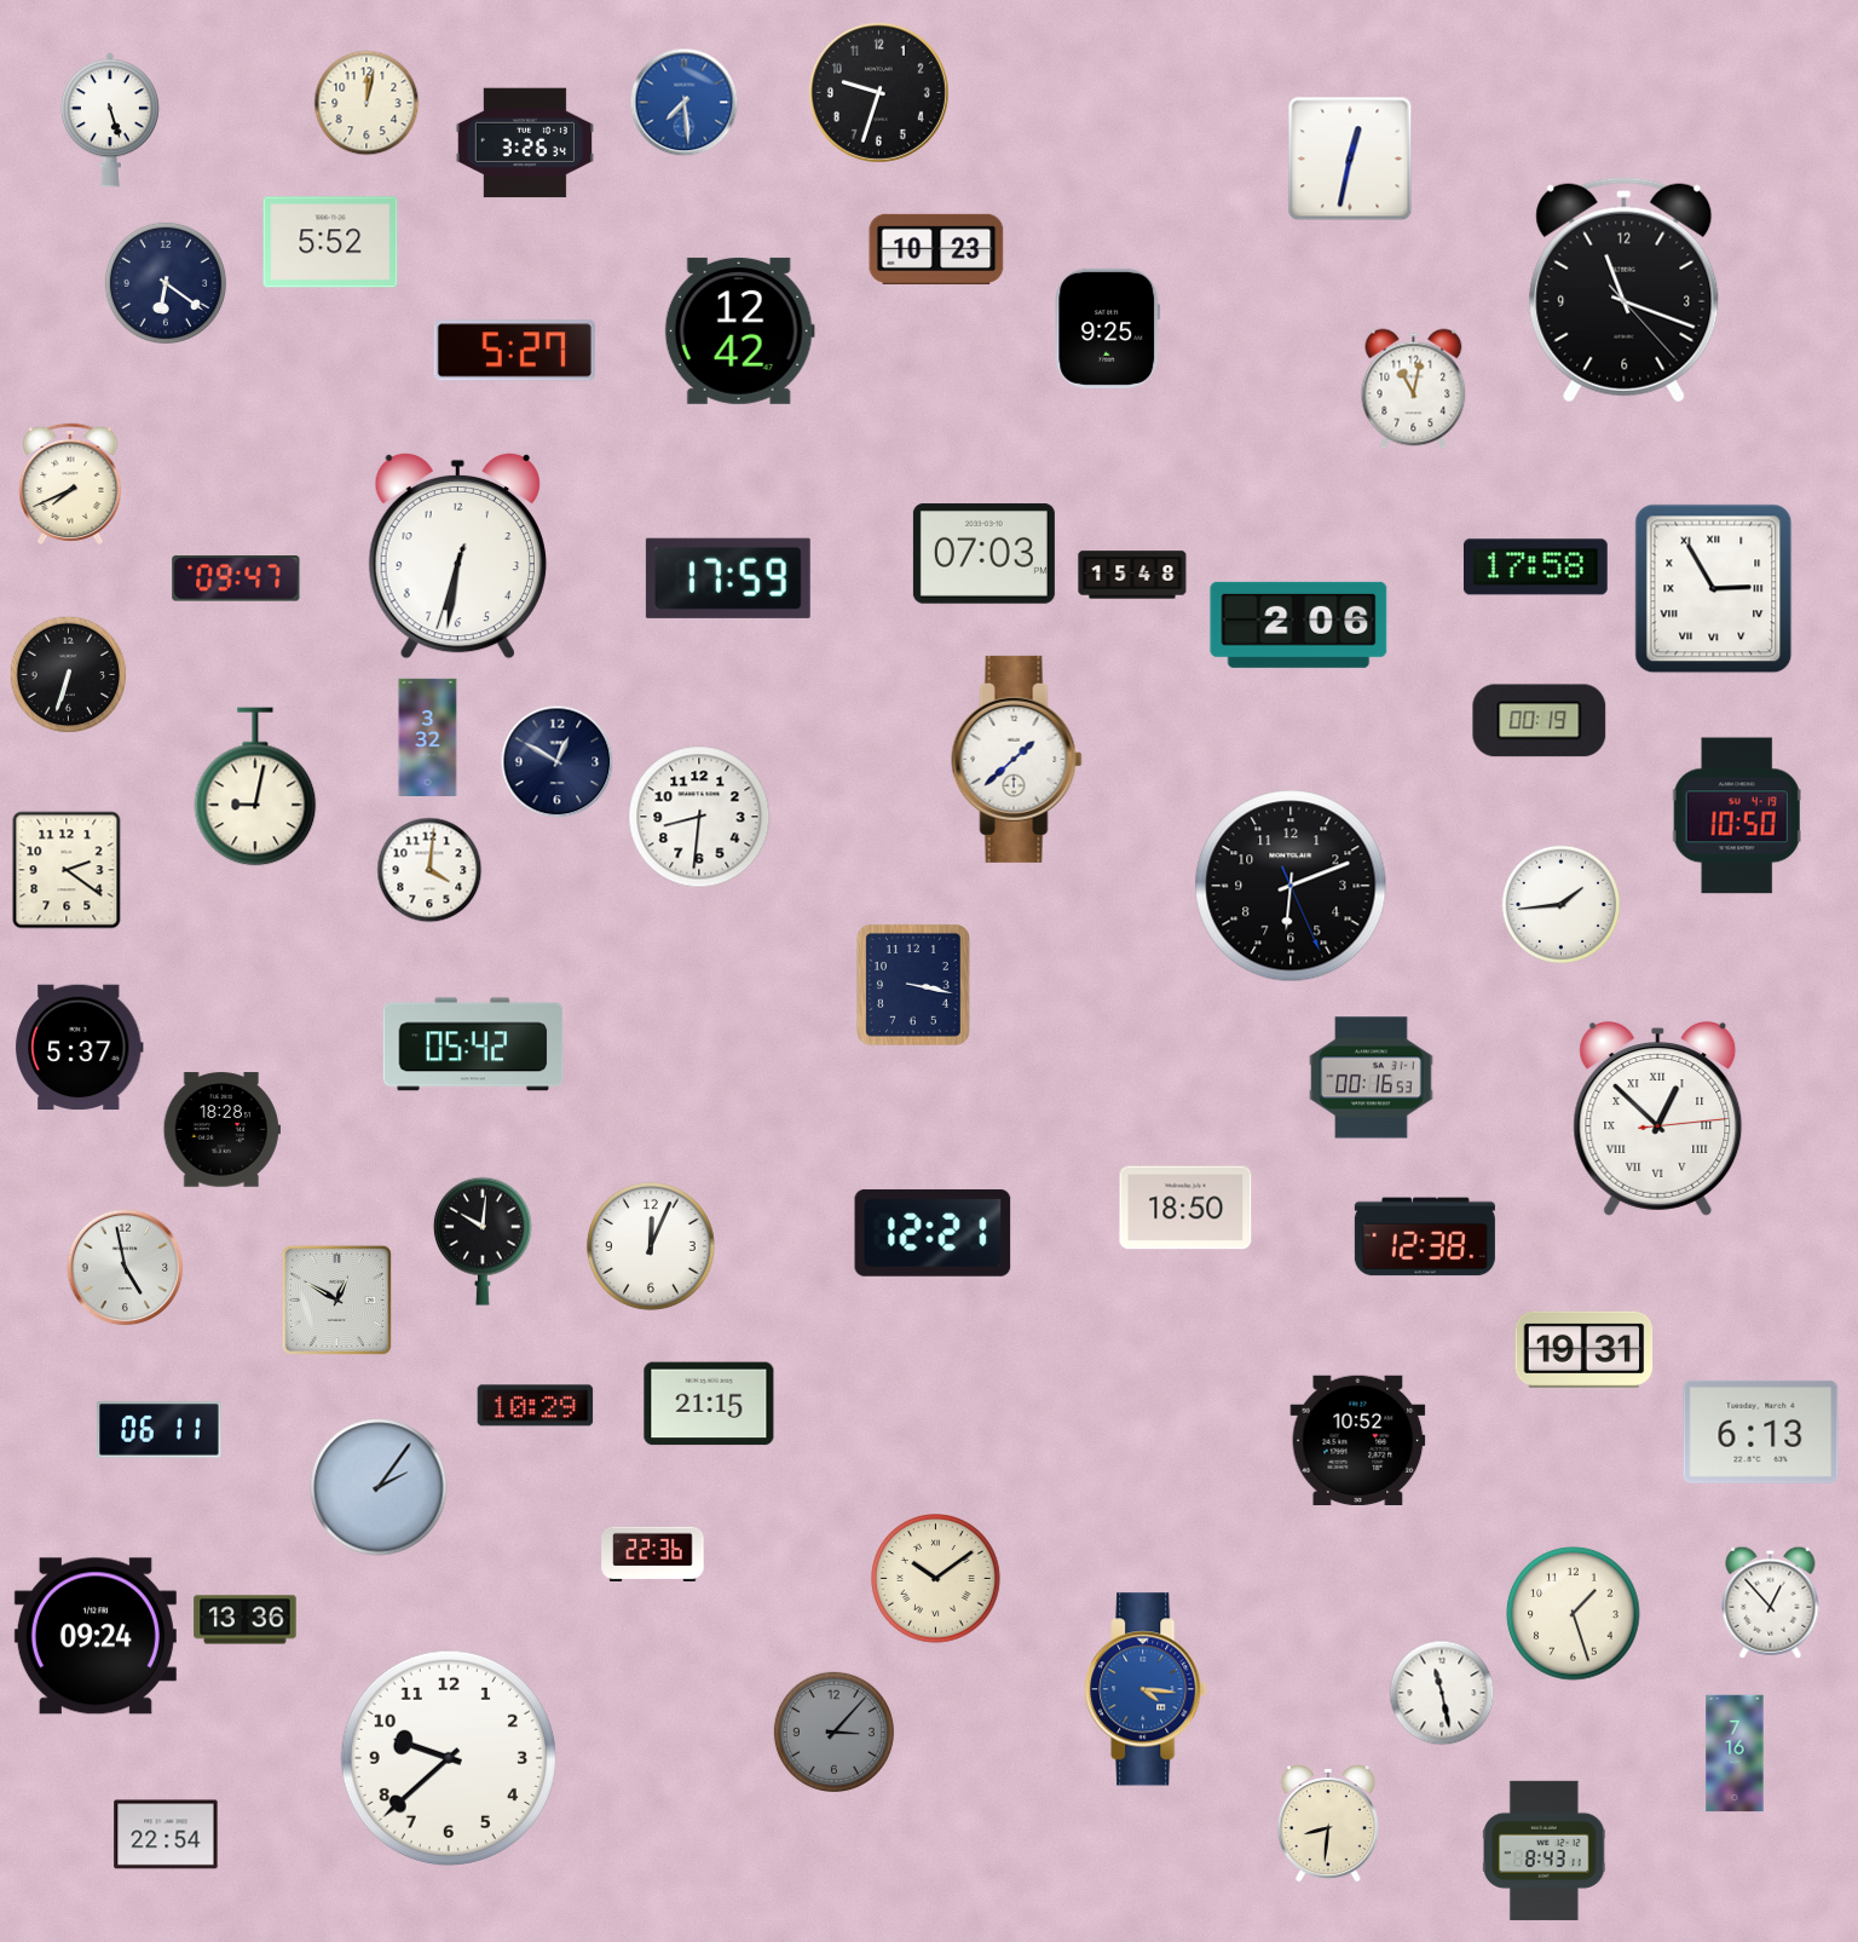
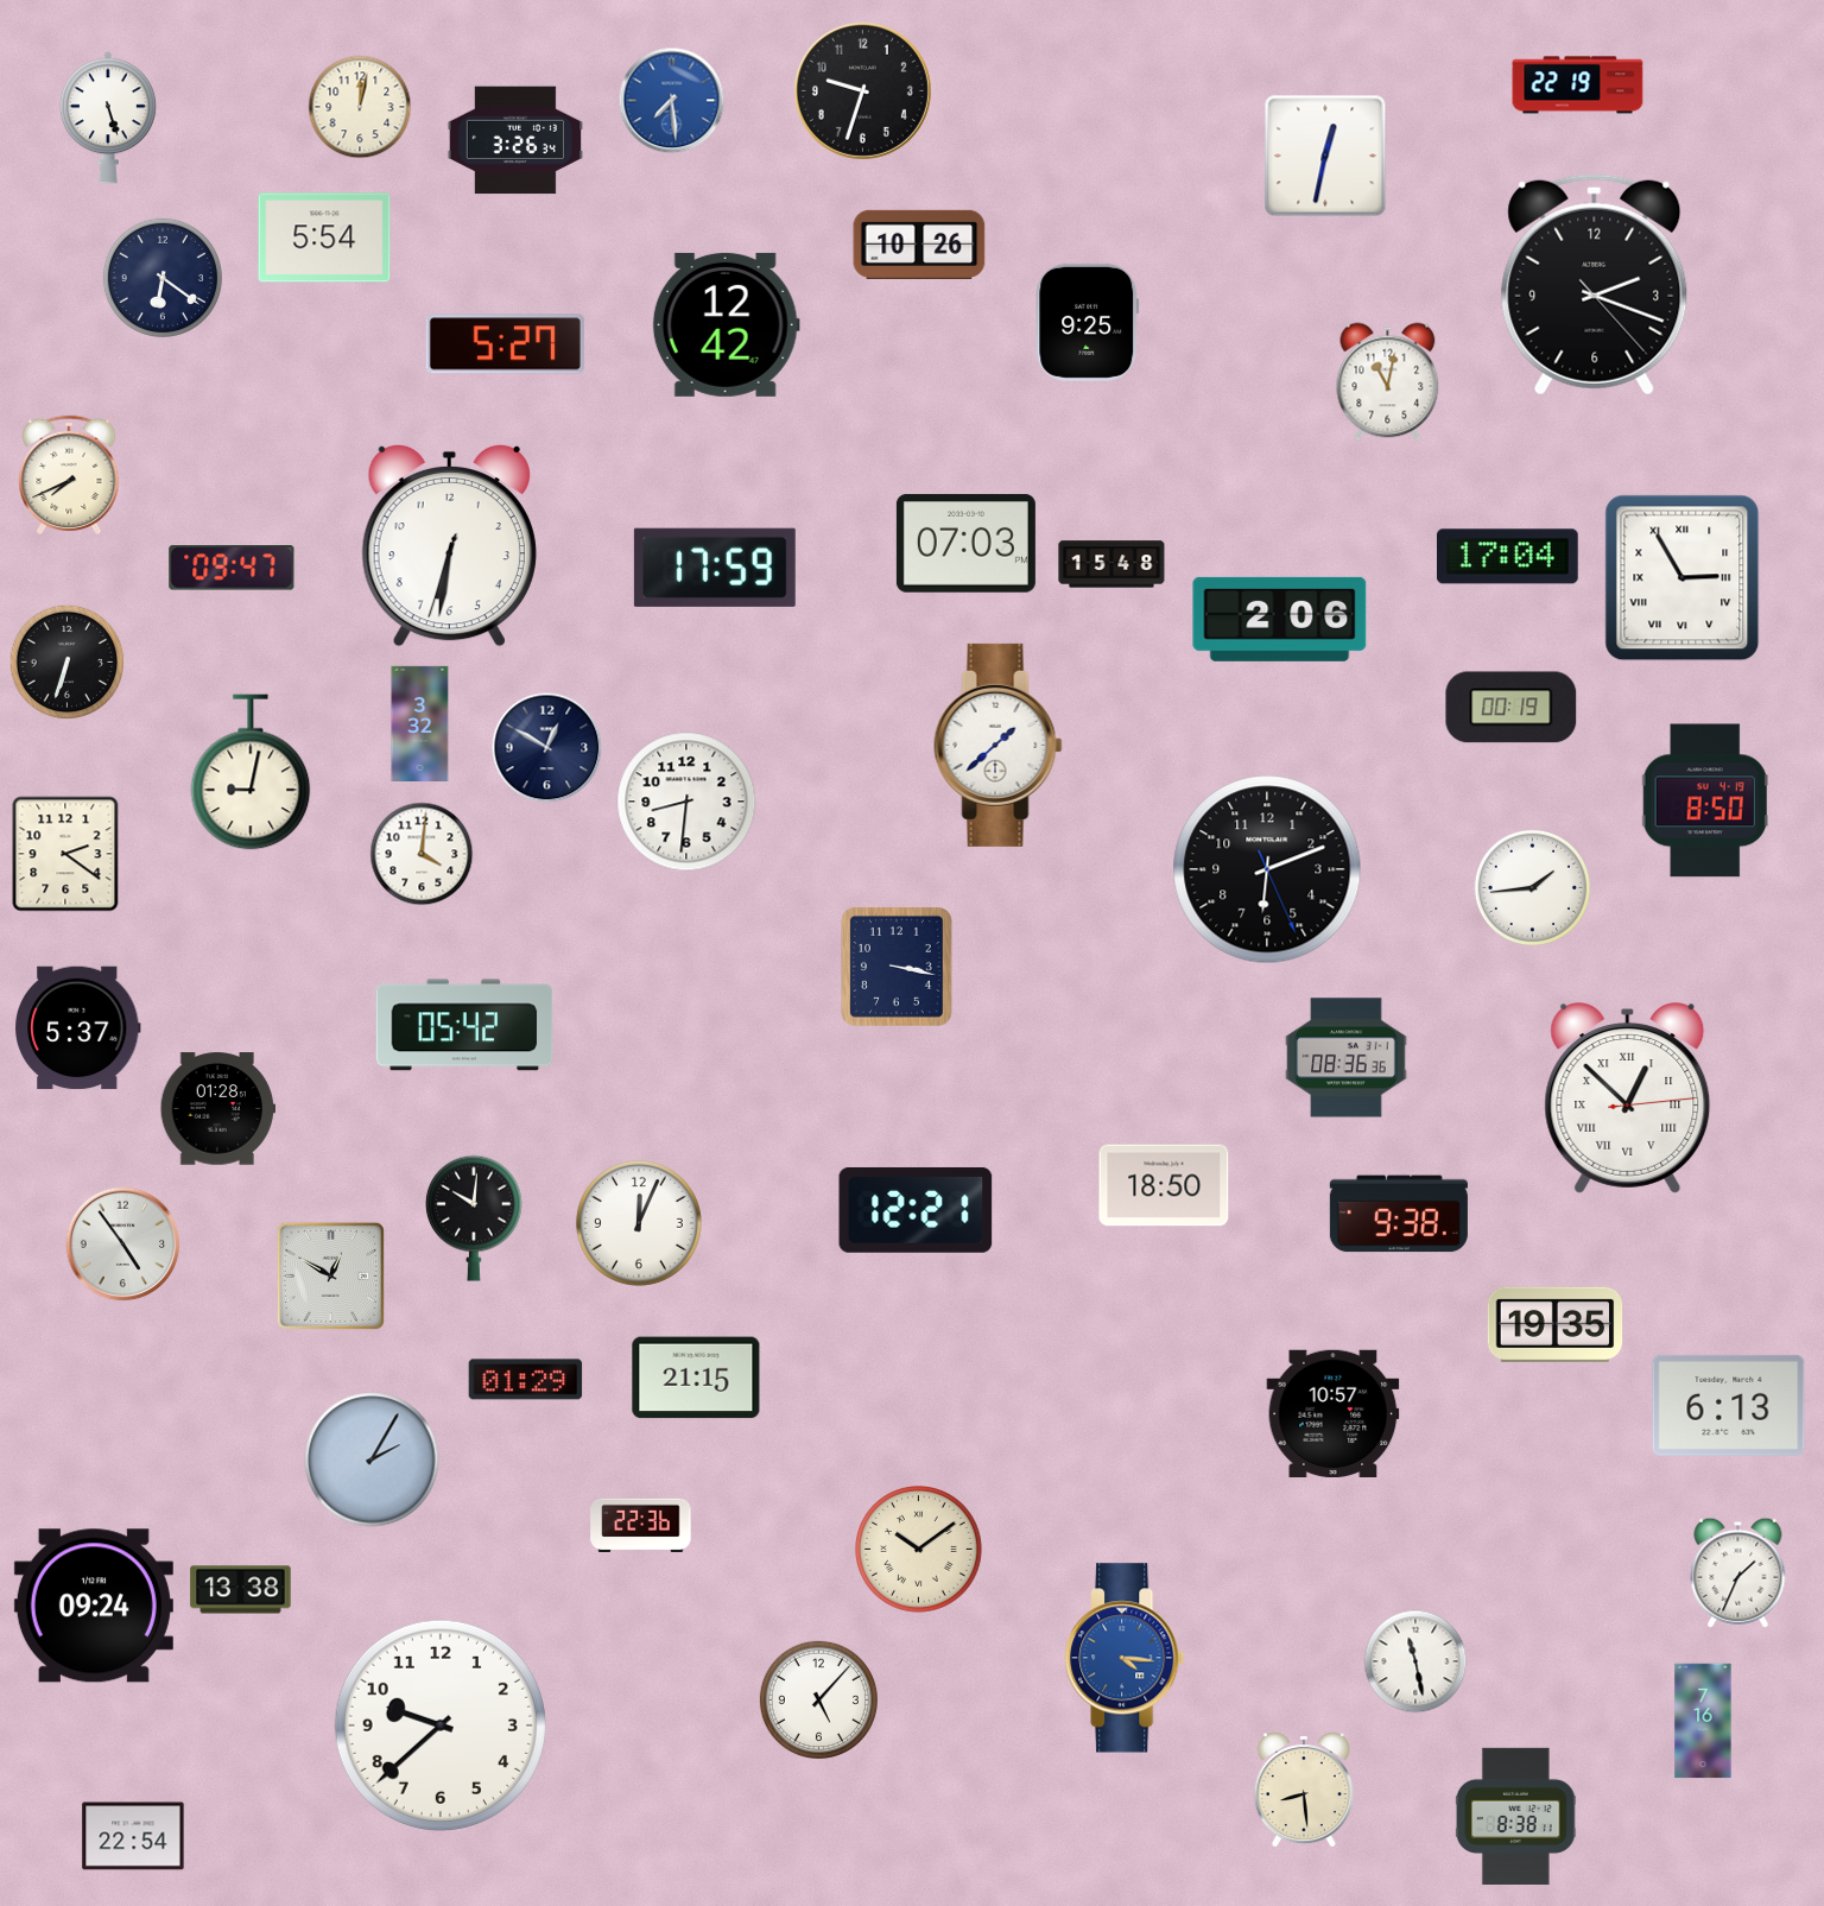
clock at (1578, 86): none -> 22:19
clock at (367, 103) position: (367, 103) -> (360, 107)
clock at (330, 242): 5:52 -> 5:54
clock at (936, 249): 10:23 -> 10:26
clock at (1625, 289): 11:18 -> 2:18
clock at (1535, 567): 17:58 -> 17:04
clock at (1299, 624) position: (1299, 624) -> (1280, 619)
clock at (1737, 816): 10:50 -> 8:50
clock at (1372, 1078): 00:16 -> 08:36
clock at (221, 1130): 18:28 -> 01:28
clock at (1425, 1237): 12:38 -> 9:38
clock at (126, 1268): 4:58 -> 4:54
clock at (1585, 1349): 19:31 -> 19:35
clock at (536, 1406): 10:29 -> 01:29
clock at (160, 1430): 06:11 -> none
clock at (1358, 1440): 10:52 -> 10:57
clock at (379, 1487): 2:06 -> 2:05
clock at (1771, 1602): 12:53 -> 1:34
clock at (1574, 1614): 1:27 -> none
clock at (246, 1620): 13:36 -> 13:38
clock at (833, 1731): 3:07 -> 5:07
clock at (833, 1731) dial: grey -> white
clock at (1328, 1823): 8:31 -> 8:29
clock at (166, 1834) position: (166, 1834) -> (133, 1836)
clock at (1543, 1850): 8:43 -> 8:38
